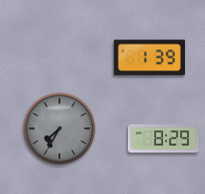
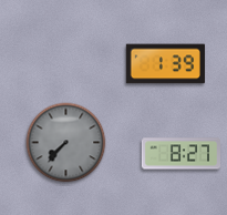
clock at (60, 129): 7:35 -> 7:37
clock at (163, 139): 8:29 -> 8:27
